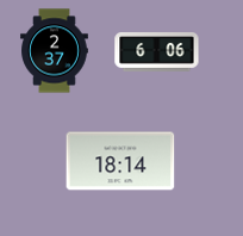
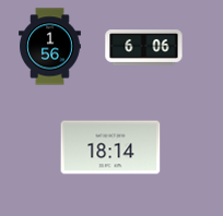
clock at (55, 51): 2:37 -> 1:56
